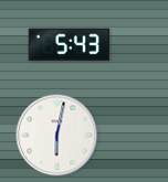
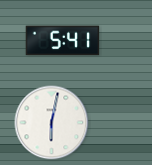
clock at (70, 45): 5:43 -> 5:41
